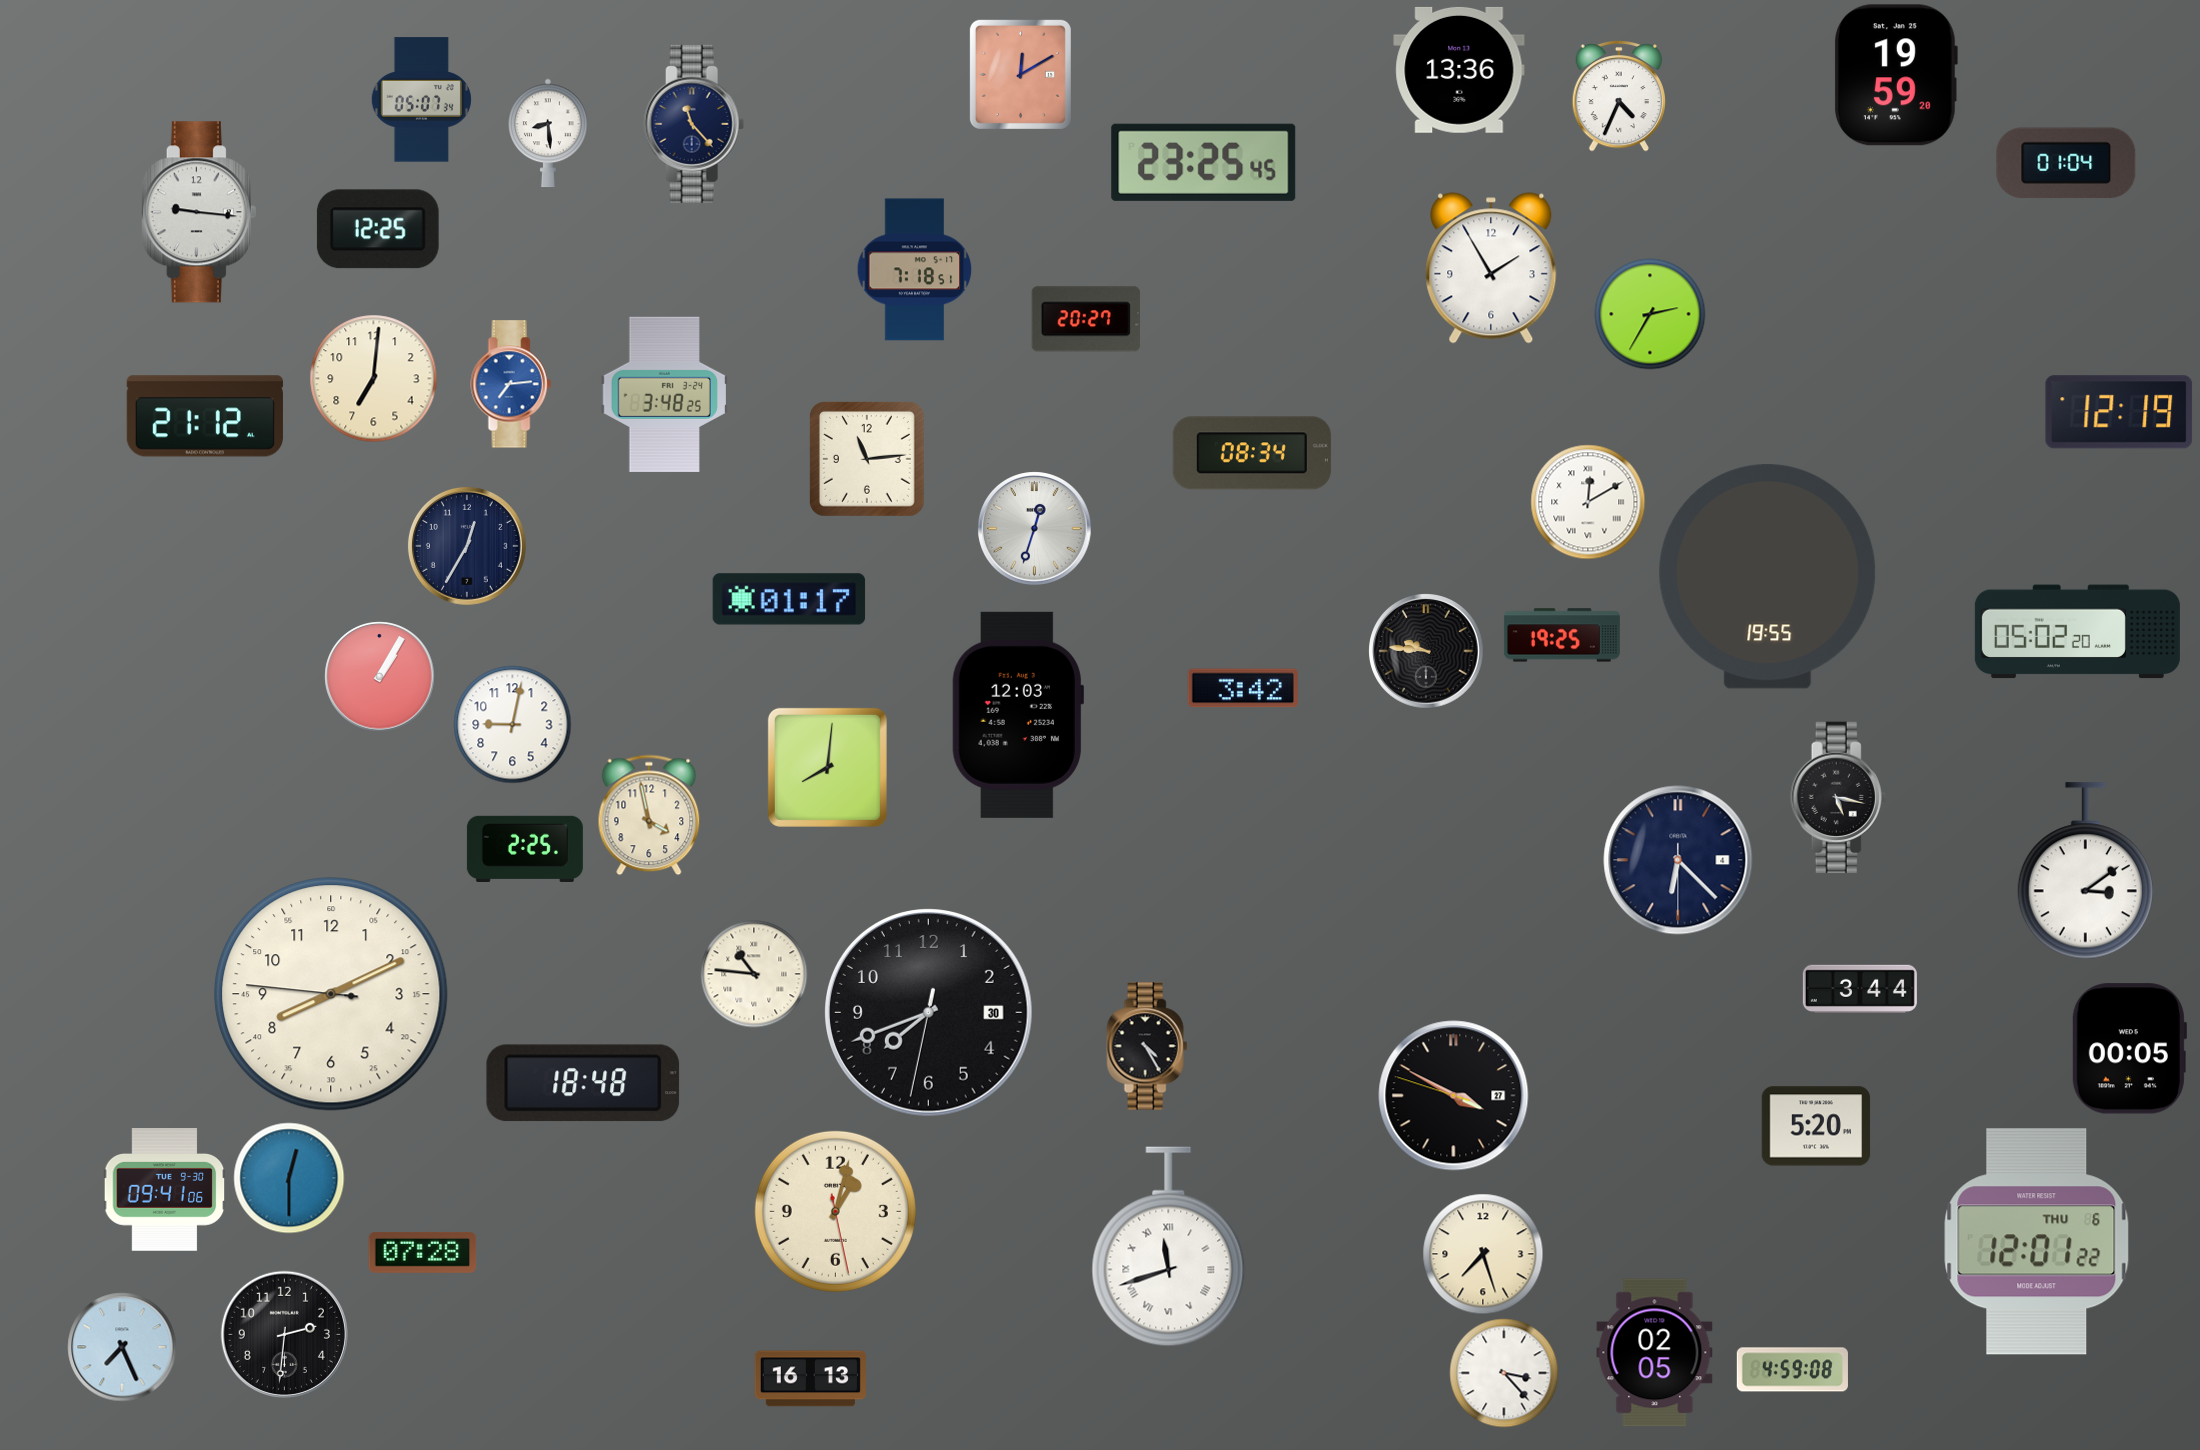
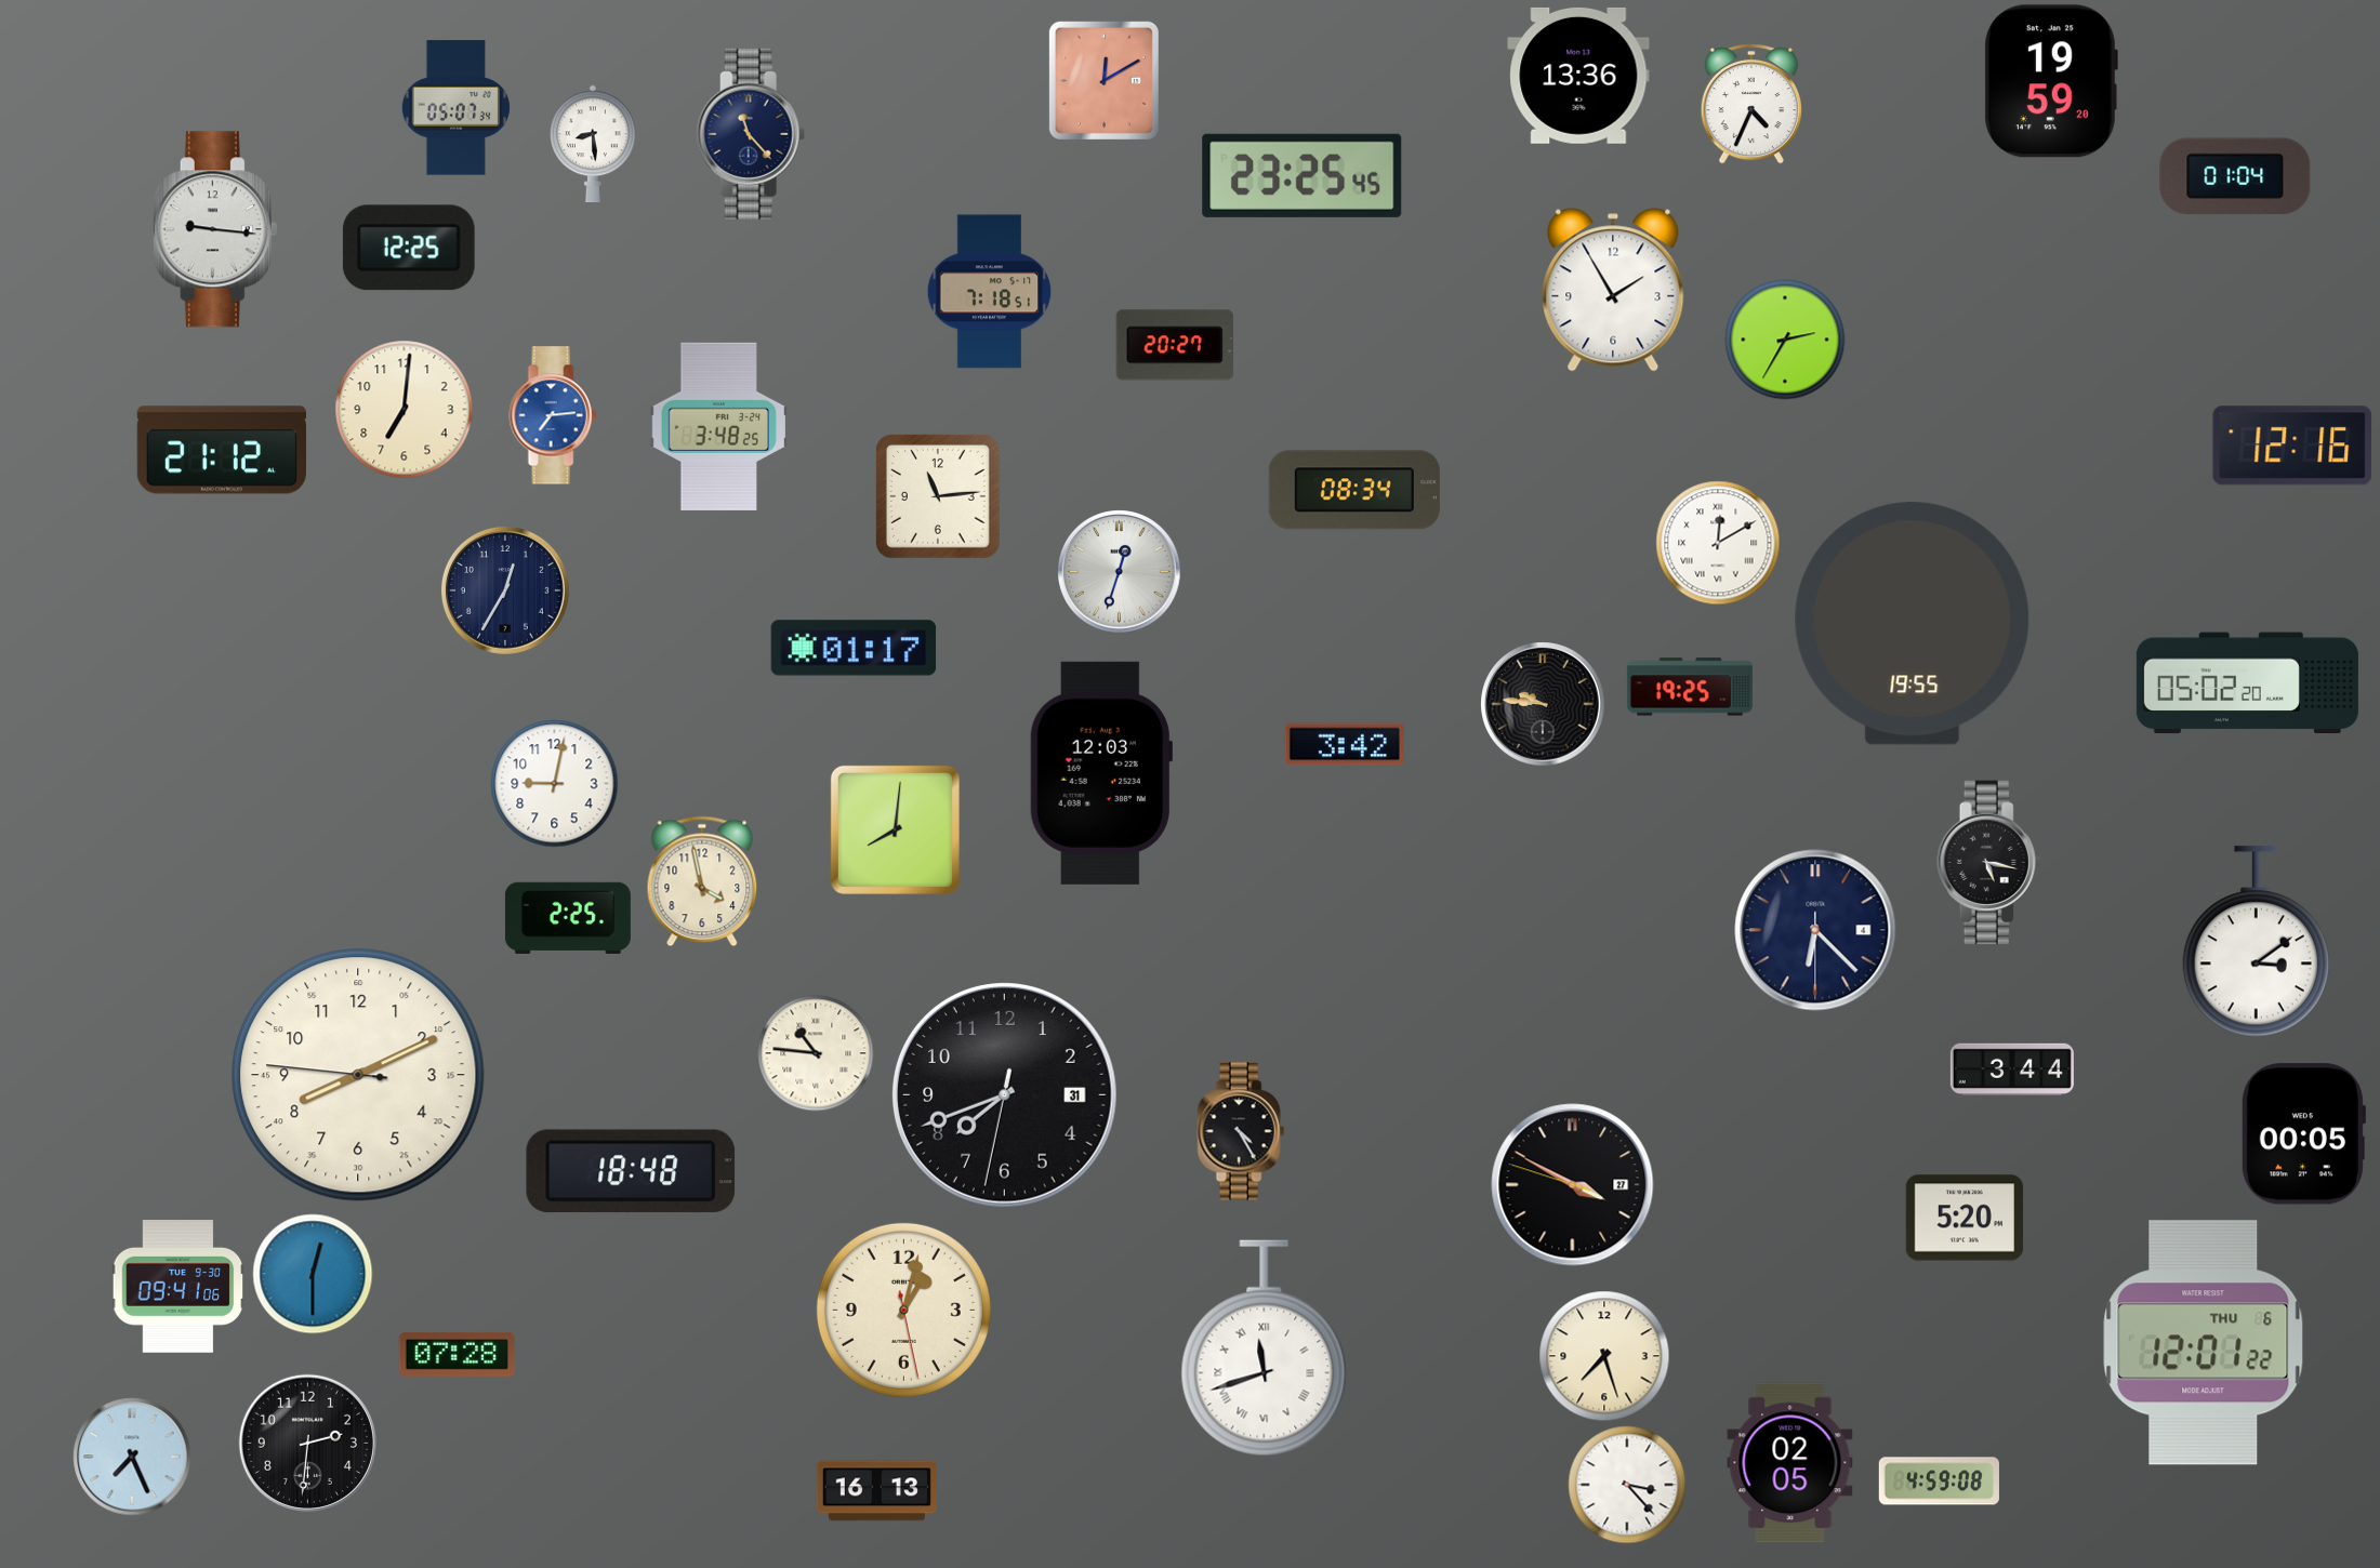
clock at (2119, 412): 12:19 -> 12:16
clock at (380, 677): 1:05 -> none
clock at (929, 1013) date: 30 -> 31
